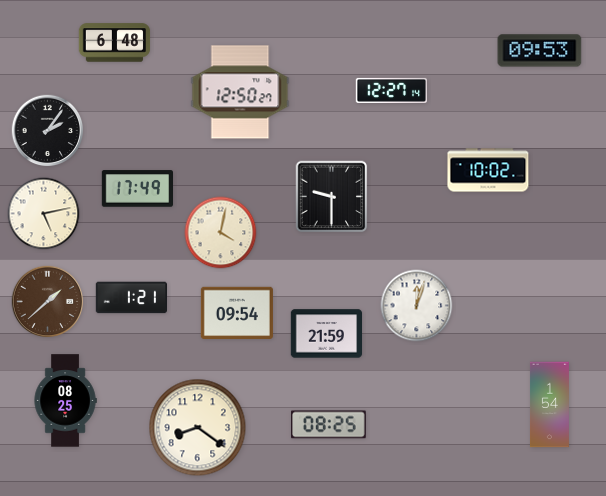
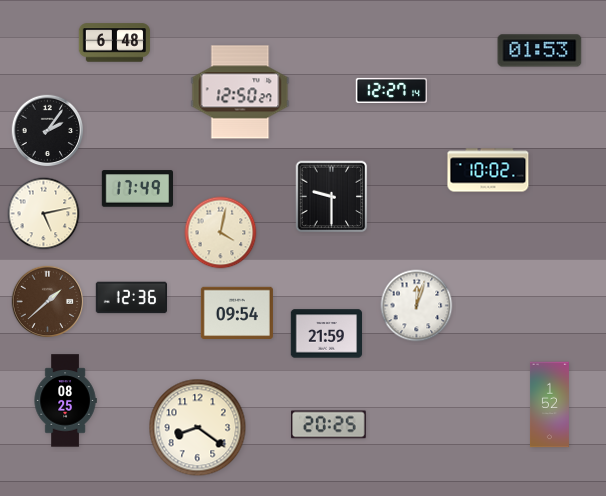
clock at (540, 51): 09:53 -> 01:53
clock at (131, 298): 1:21 -> 12:36
clock at (549, 405): 1:54 -> 1:52
clock at (329, 425): 08:25 -> 20:25
